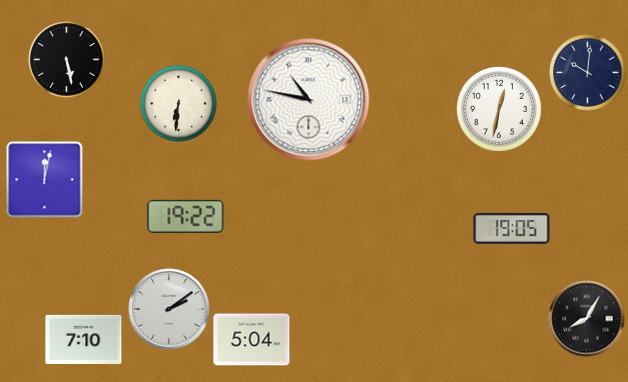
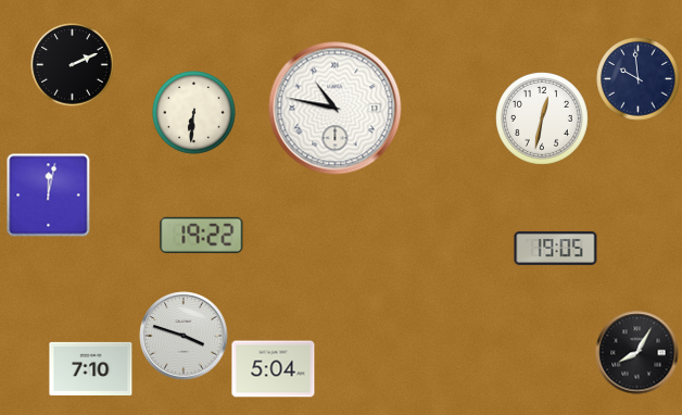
clock at (67, 60): 5:28 -> 2:11
clock at (588, 73): 10:01 -> 9:59
clock at (169, 309): 2:09 -> 3:48
clock at (587, 319) position: (587, 319) -> (637, 353)
